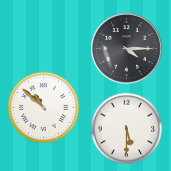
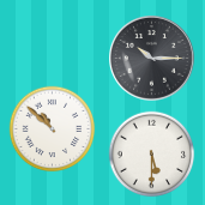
clock at (127, 49): 4:15 -> 10:15
